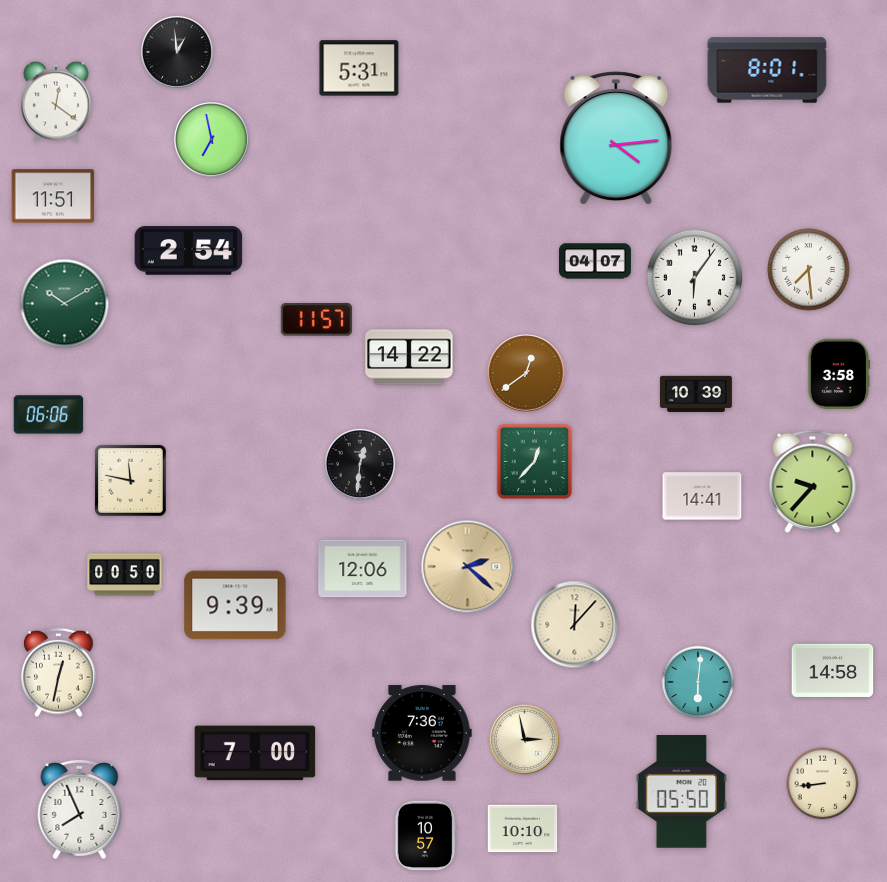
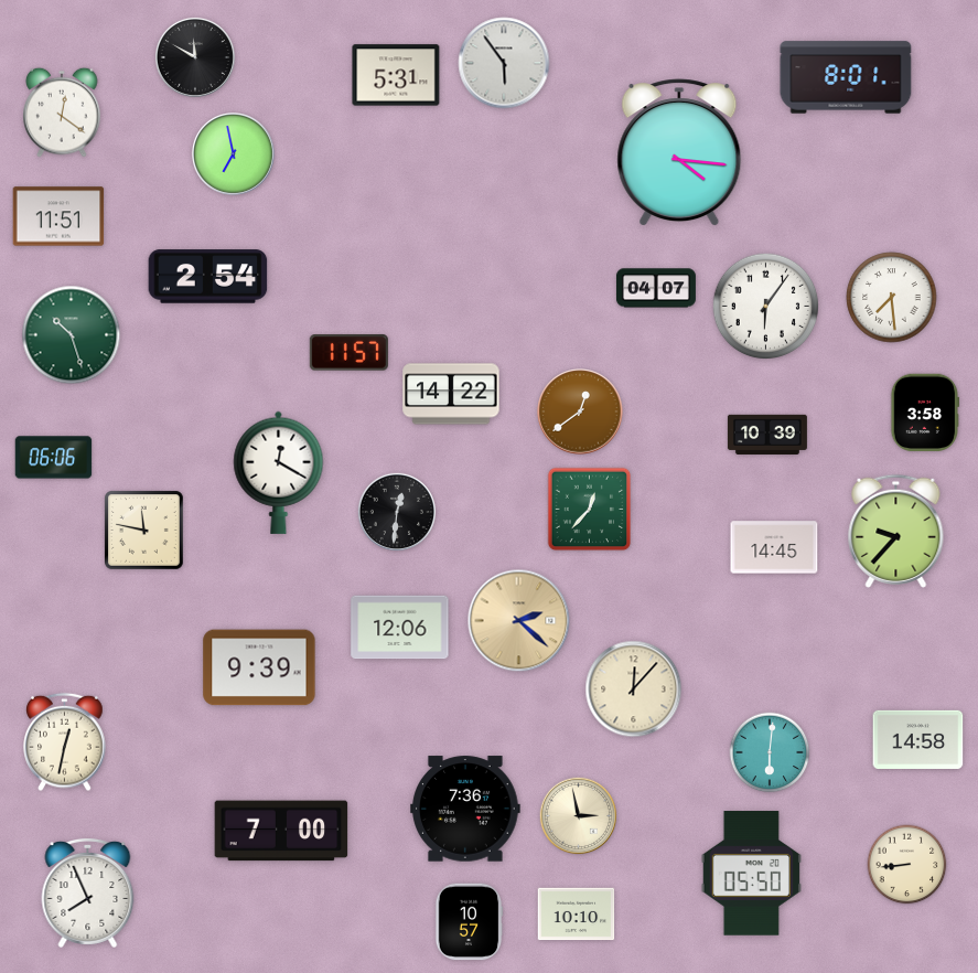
clock at (177, 52): 12:59 -> 11:50
clock at (504, 63): none -> 5:54
clock at (616, 138): 4:14 -> 4:16
clock at (65, 304): 10:10 -> 10:27
clock at (279, 472): none -> 12:20
clock at (702, 496): 14:41 -> 14:45
clock at (468, 567) position: (468, 567) -> (519, 621)
clock at (125, 575): 00:50 -> none
